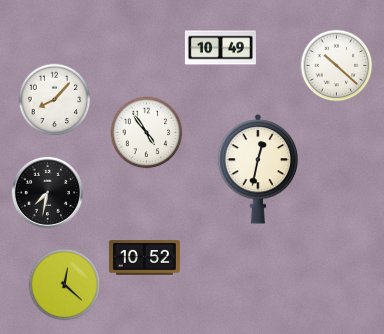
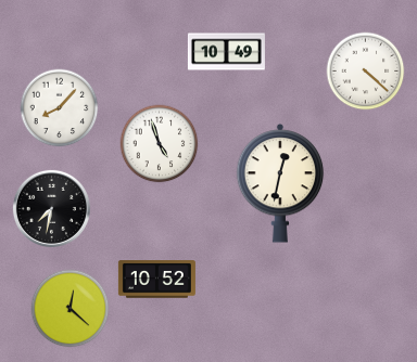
clock at (220, 48) position: (220, 48) -> (226, 52)
clock at (337, 66): 10:22 -> 4:22
clock at (147, 133): 4:54 -> 4:57
